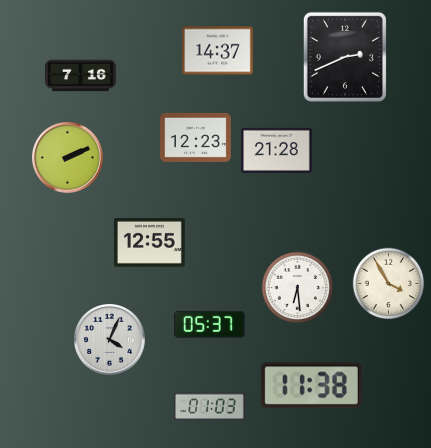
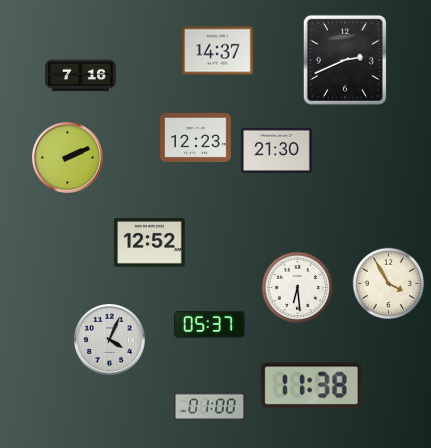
clock at (345, 57) position: (345, 57) -> (345, 60)
clock at (277, 150): 21:28 -> 21:30
clock at (150, 242): 12:55 -> 12:52
clock at (210, 407): 01:03 -> 01:00
